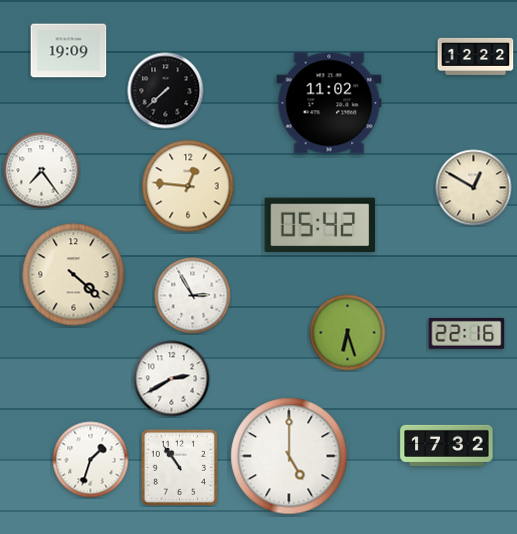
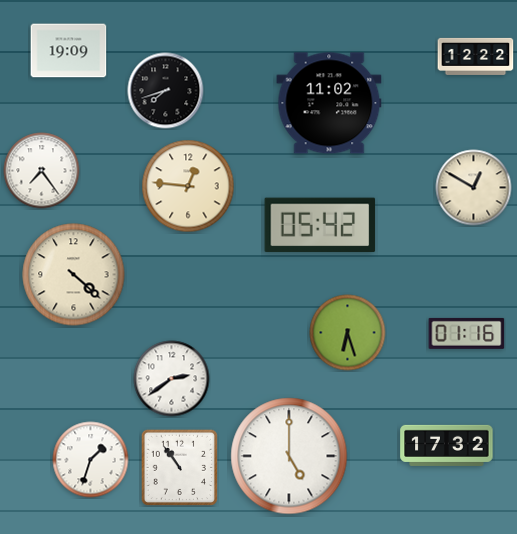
clock at (166, 91): 7:38 -> 7:42
clock at (193, 296): 2:55 -> none
clock at (467, 333): 22:16 -> 01:16
clock at (172, 379): 2:40 -> 2:39
